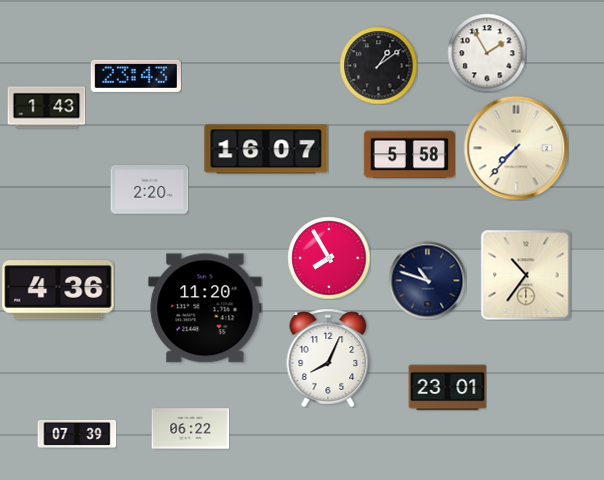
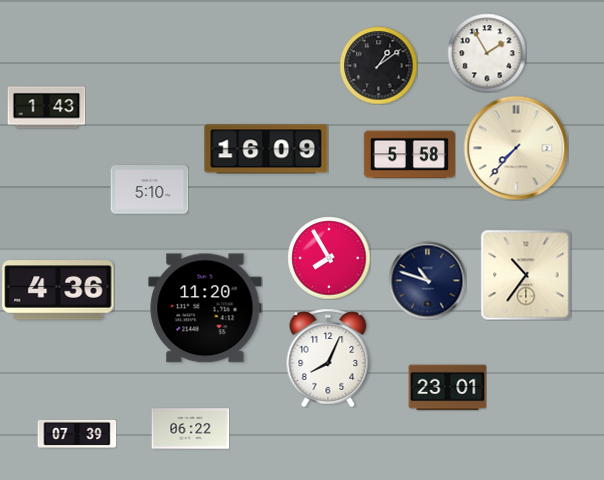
clock at (136, 76): 23:43 -> none
clock at (266, 149): 16:07 -> 16:09
clock at (149, 190): 2:20 -> 5:10
